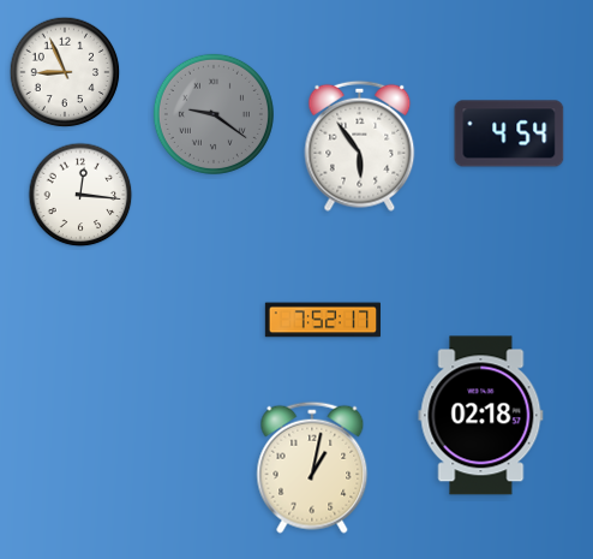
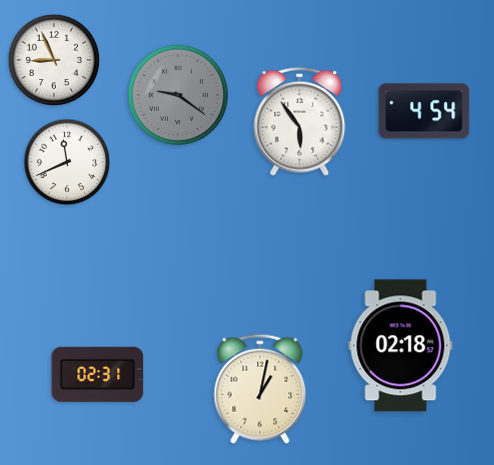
clock at (80, 195): 12:16 -> 11:41
clock at (322, 320): 7:52 -> none
clock at (98, 374): none -> 02:31
